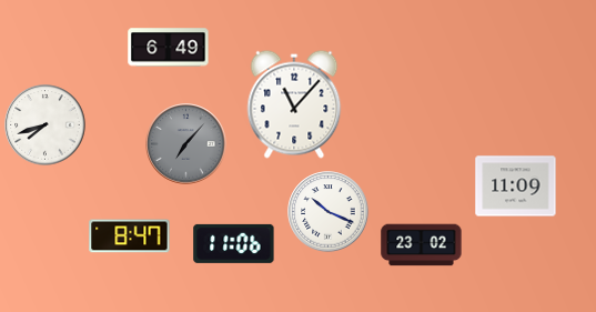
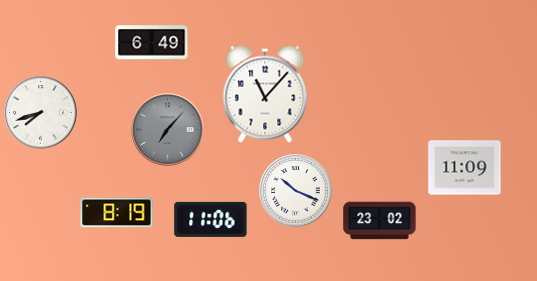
clock at (130, 236): 8:47 -> 8:19
